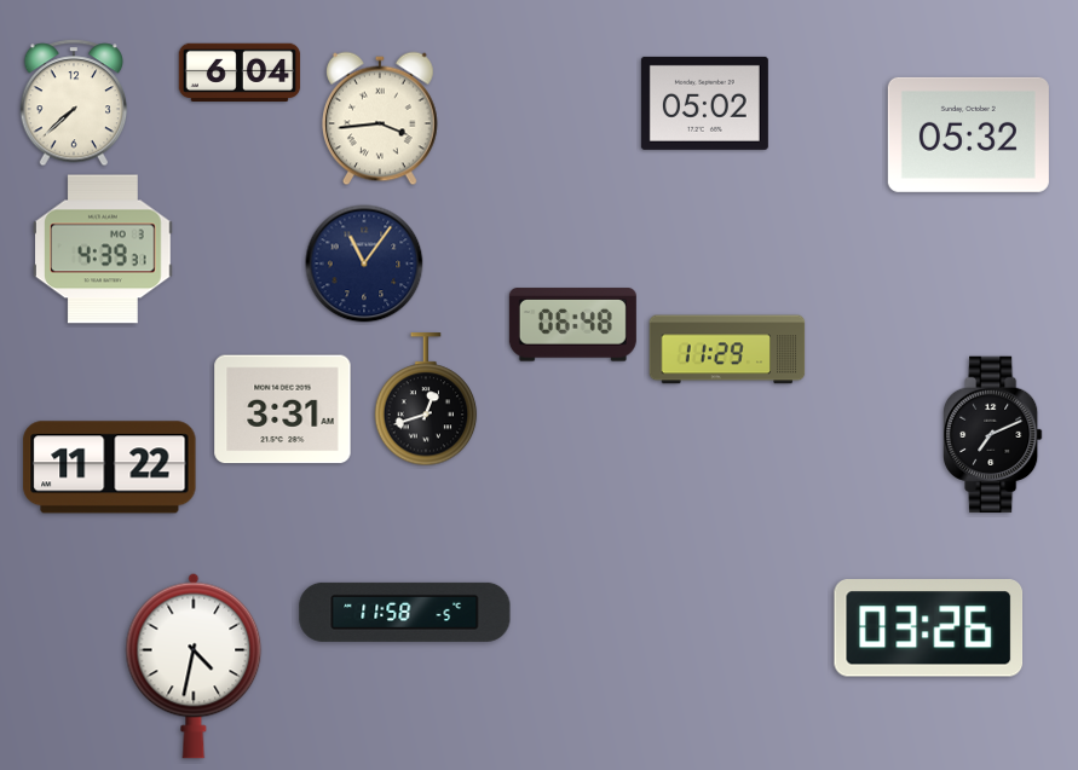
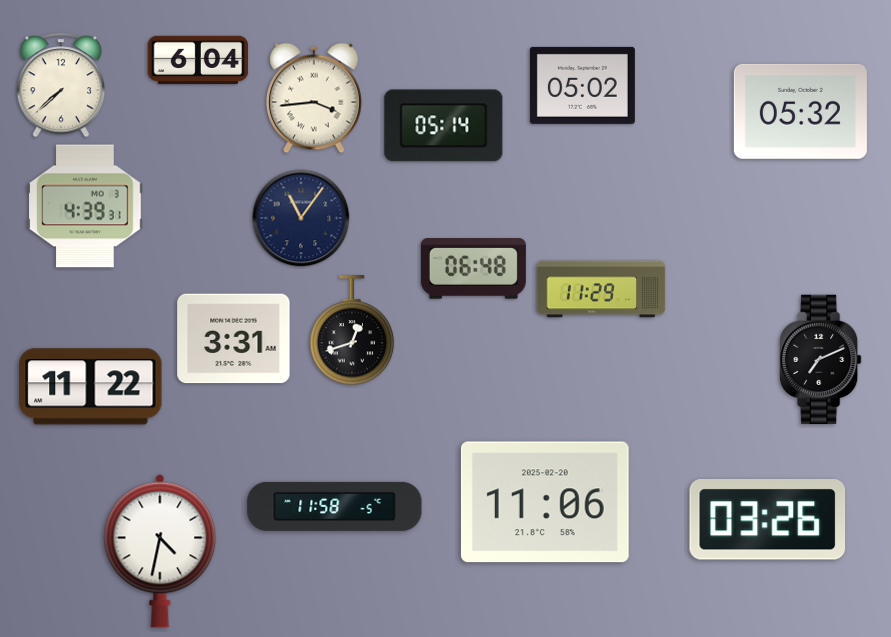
clock at (444, 126): none -> 05:14
clock at (545, 502): none -> 11:06
